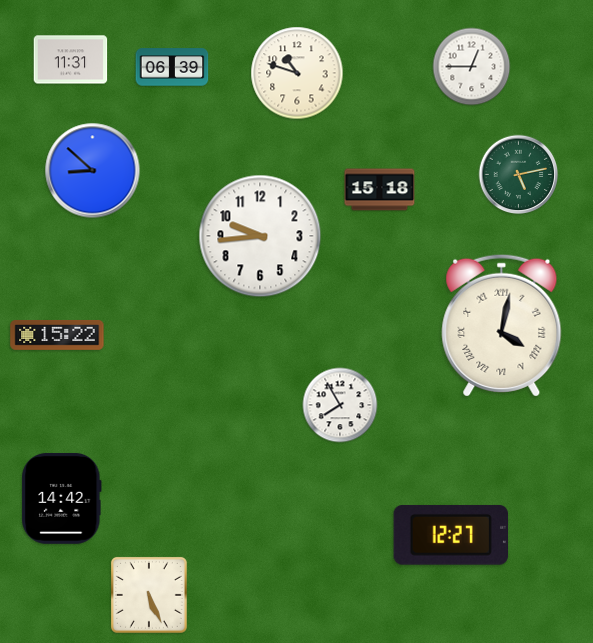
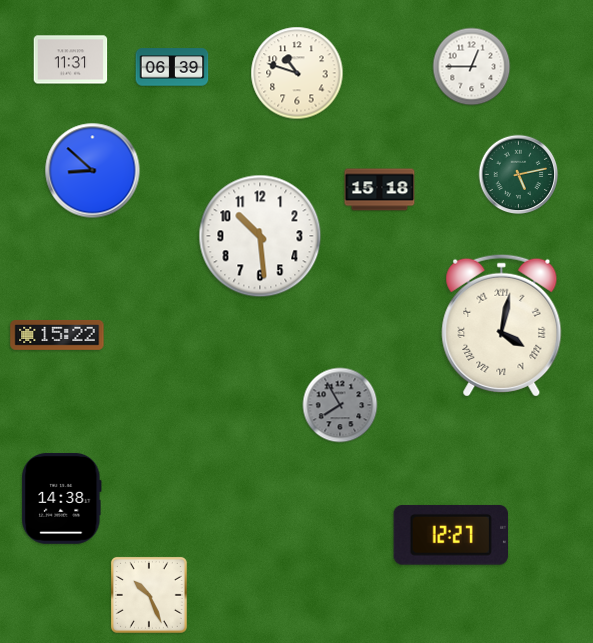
clock at (260, 236): 9:44 -> 10:29
clock at (340, 405) dial: white -> grey
clock at (62, 498): 14:42 -> 14:38
clock at (149, 595): 5:26 -> 10:26
